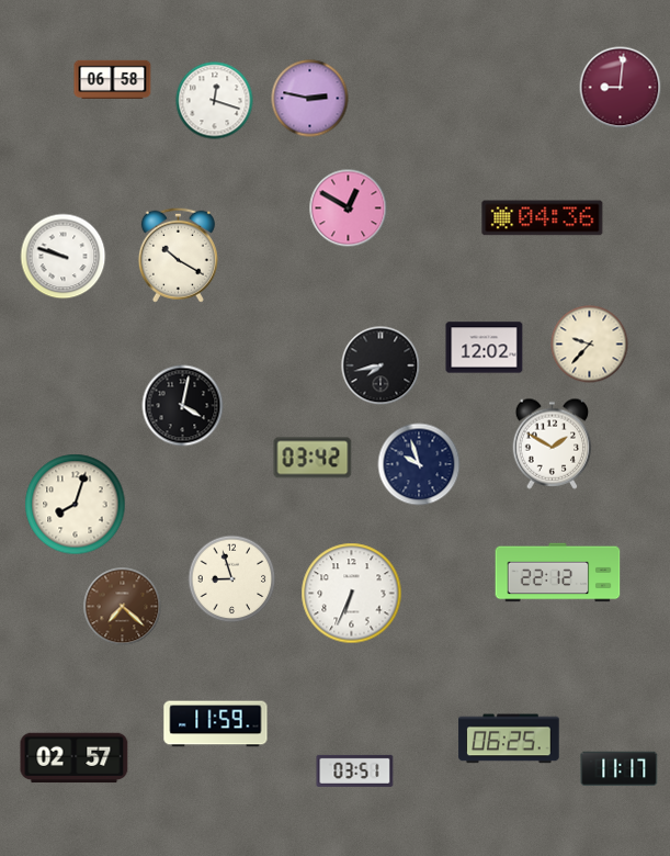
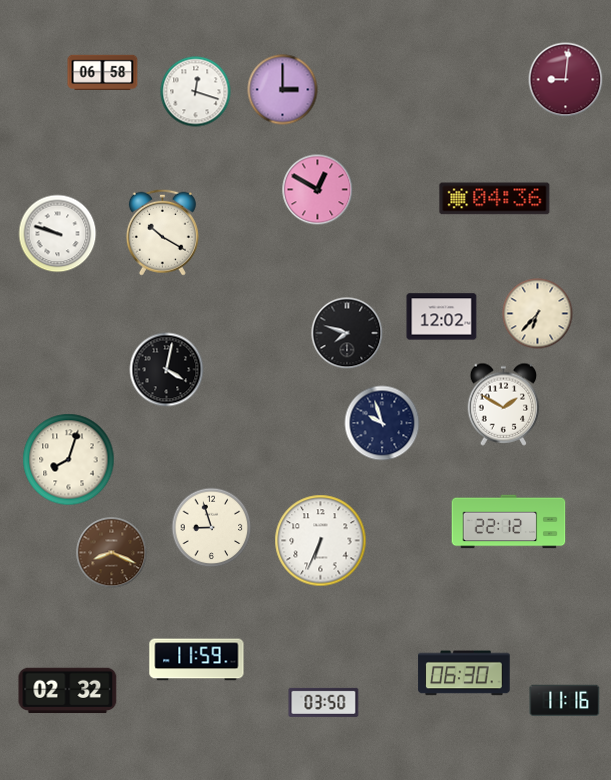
clock at (310, 99): 2:47 -> 3:00
clock at (590, 345): 9:37 -> 6:37
clock at (381, 365): 7:43 -> 7:48
clock at (313, 458): 03:42 -> none
clock at (123, 607): 7:22 -> 8:19
clock at (509, 739): 06:25 -> 06:30
clock at (75, 758): 02:57 -> 02:32
clock at (620, 768): 11:17 -> 11:16
clock at (355, 770): 03:51 -> 03:50
